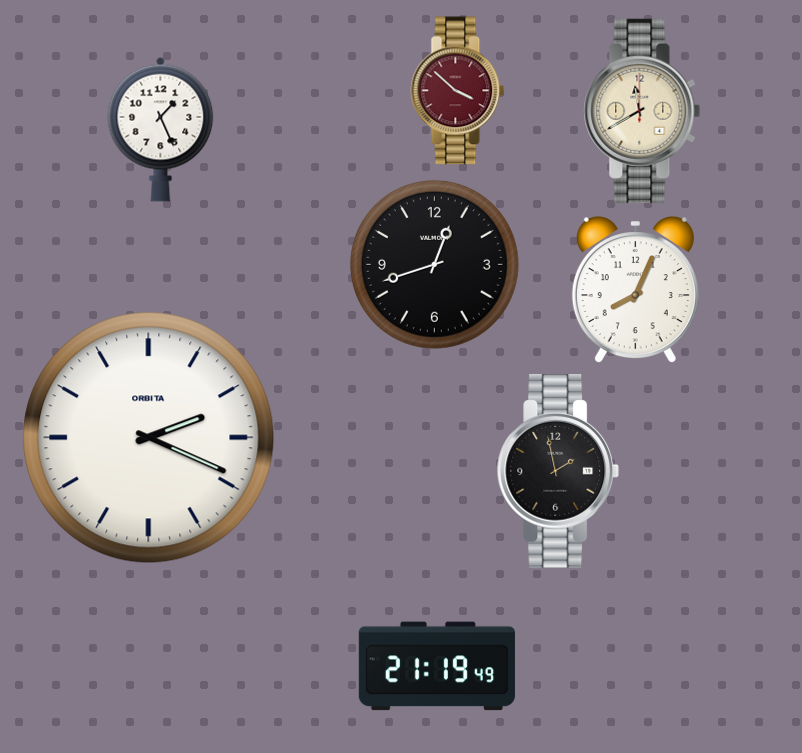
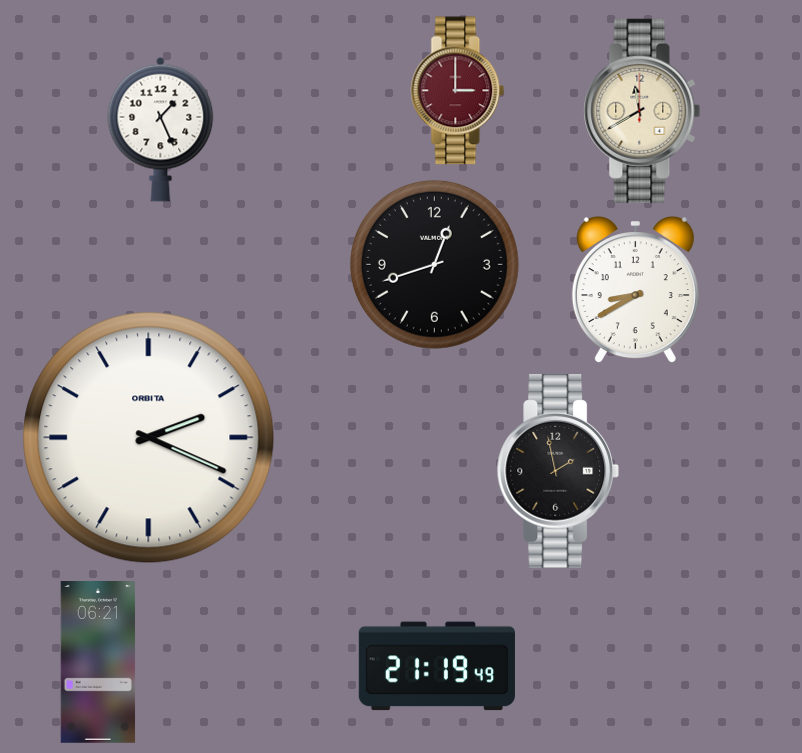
clock at (458, 91): 3:52 -> 3:00
clock at (635, 290): 8:04 -> 8:40
clock at (98, 663): none -> 06:21
